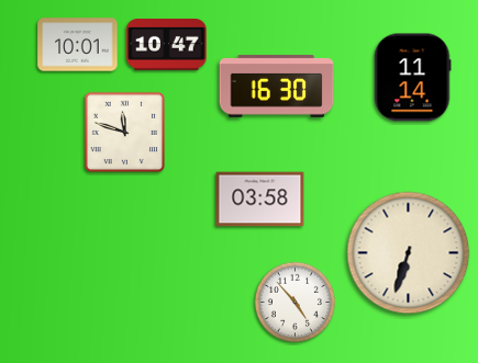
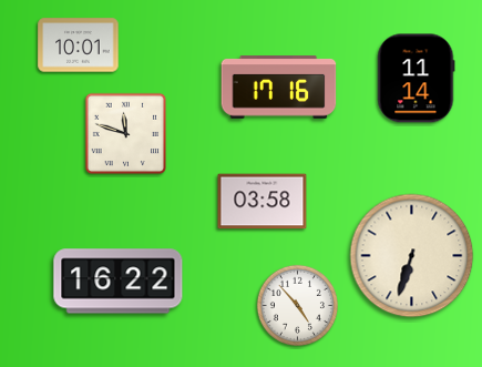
clock at (167, 45): 10:47 -> none
clock at (277, 87): 16:30 -> 17:16
clock at (119, 282): none -> 16:22
